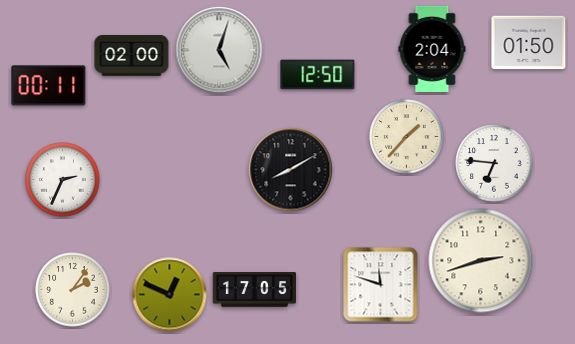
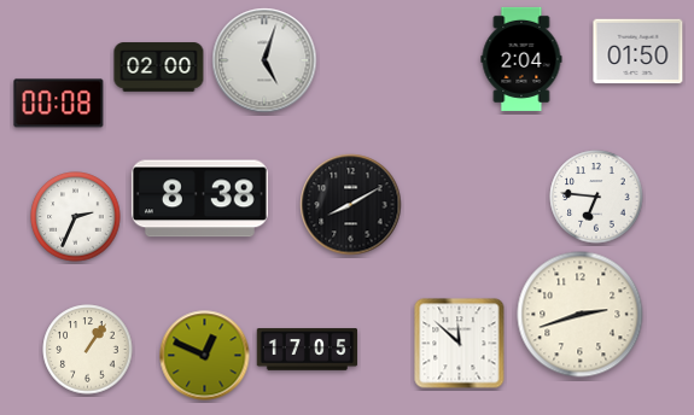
clock at (318, 75): 12:50 -> none
clock at (49, 86): 00:11 -> 00:08
clock at (407, 137): 1:37 -> none
clock at (199, 199): none -> 8:38
clock at (381, 285): 11:48 -> 11:52
clock at (73, 290): 2:06 -> 1:06
